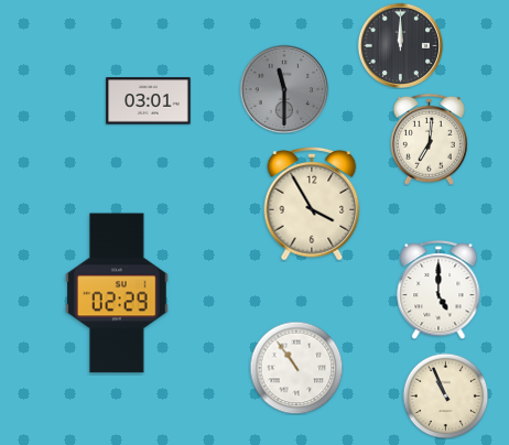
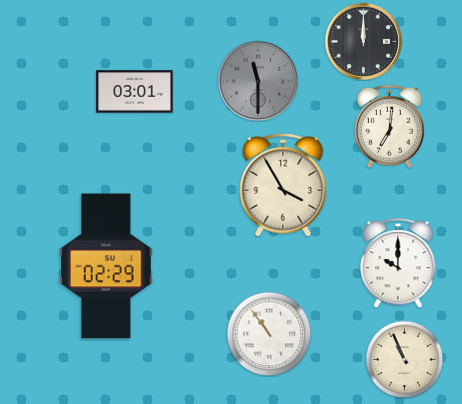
clock at (438, 291): 5:00 -> 10:00
